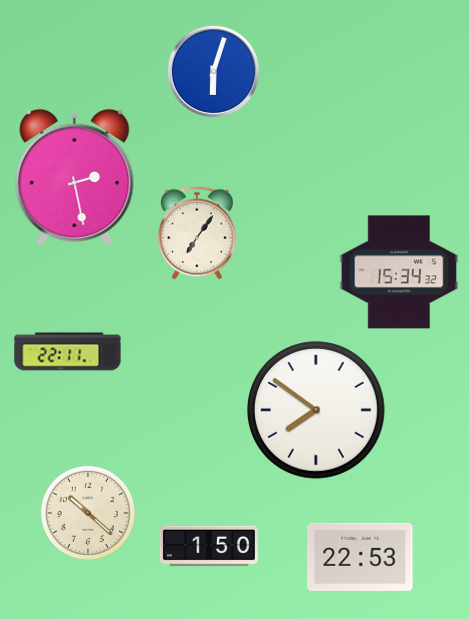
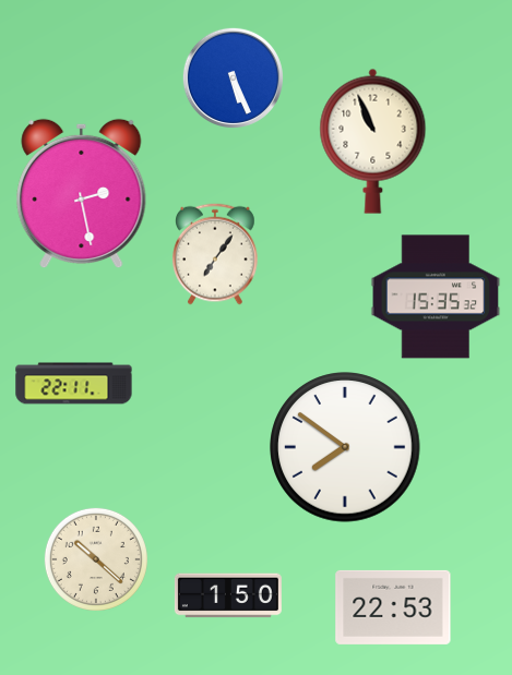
clock at (213, 71): 6:03 -> 5:26
clock at (373, 141): none -> 10:56
clock at (399, 272): 15:34 -> 15:35
